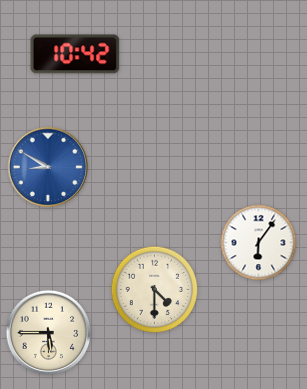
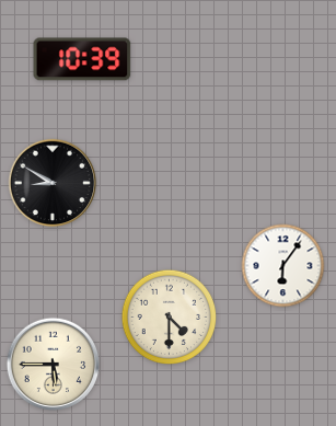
clock at (75, 54): 10:42 -> 10:39
clock at (48, 167) dial: blue -> black
